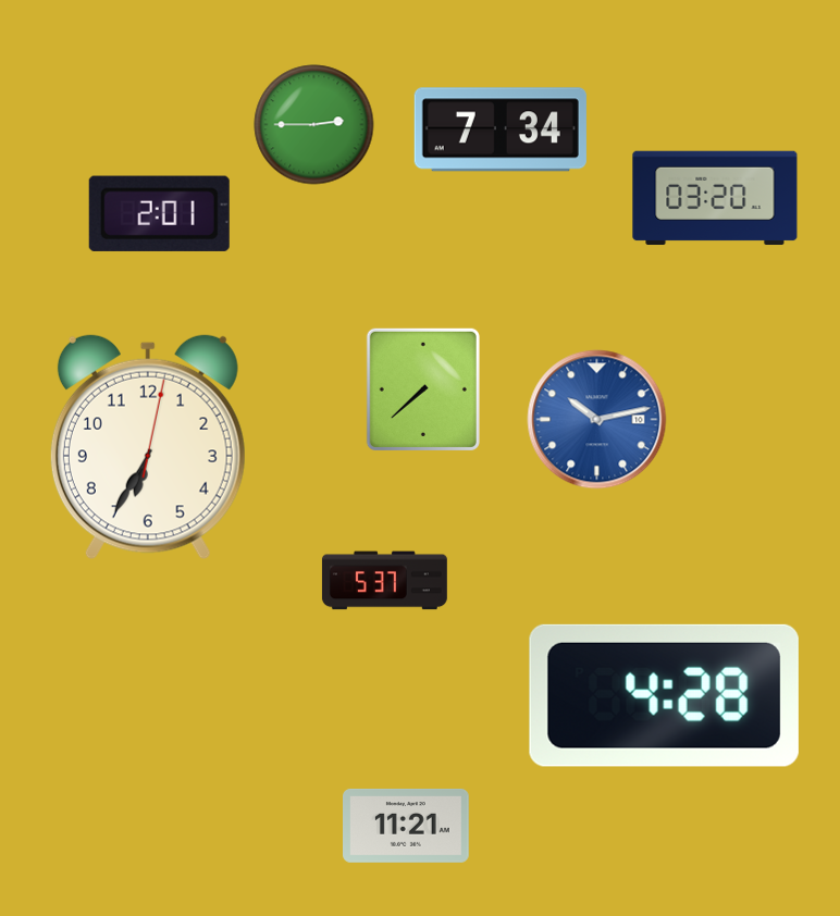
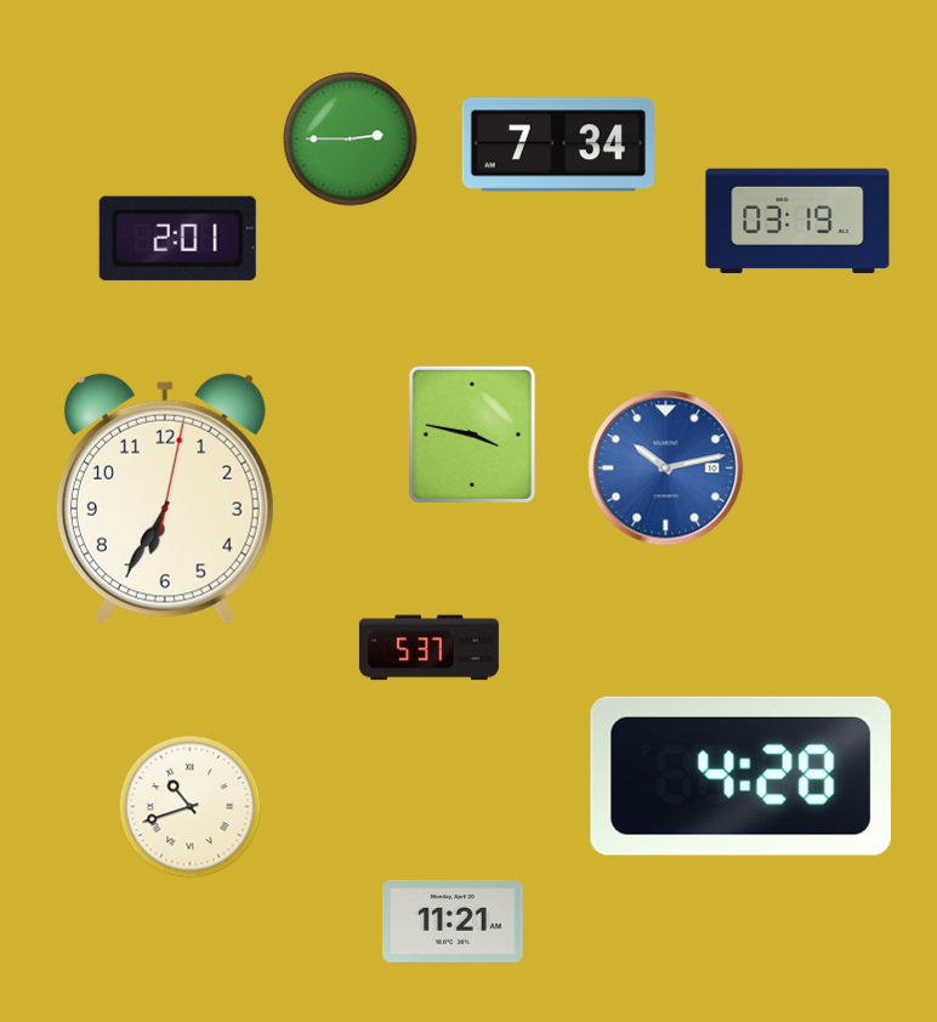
clock at (715, 198): 03:20 -> 03:19
clock at (423, 389): 7:38 -> 3:47
clock at (191, 807): none -> 10:42
